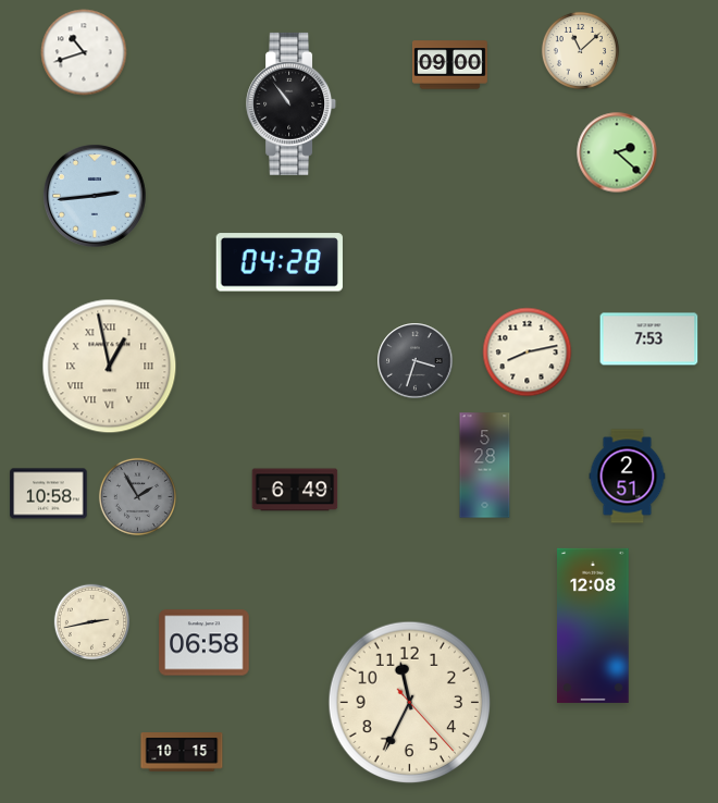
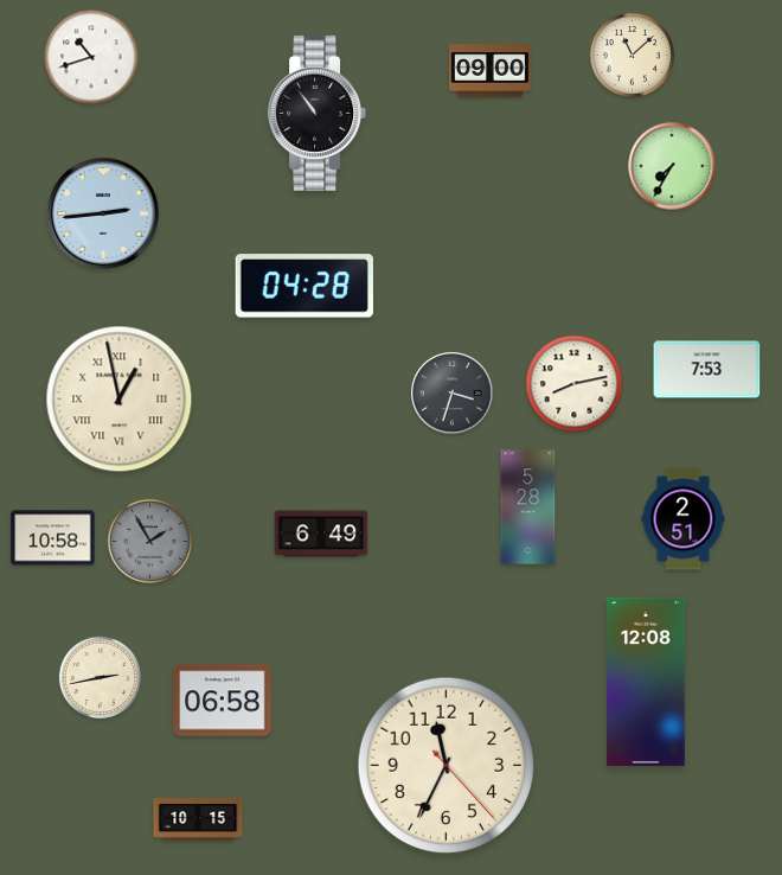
clock at (617, 152): 2:22 -> 7:35
